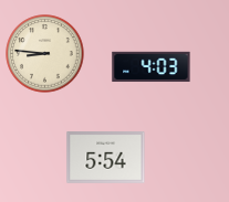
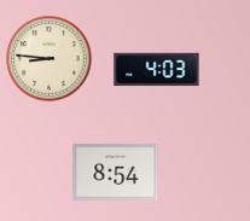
clock at (152, 67) position: (152, 67) -> (157, 70)
clock at (106, 158): 5:54 -> 8:54
